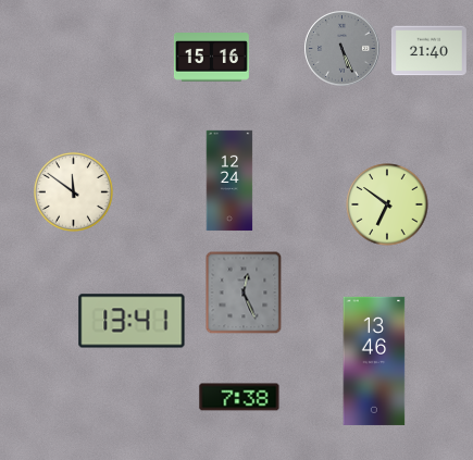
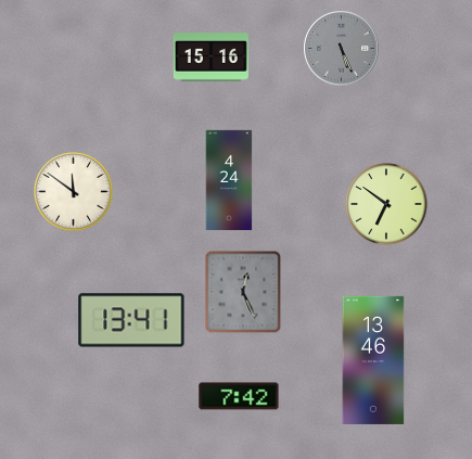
clock at (428, 51): 21:40 -> none
clock at (229, 181): 12:24 -> 4:24
clock at (239, 397): 7:38 -> 7:42
